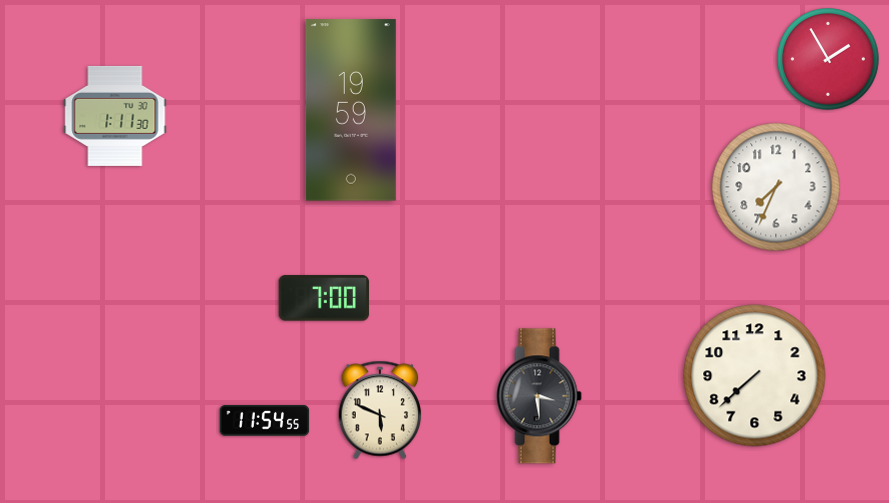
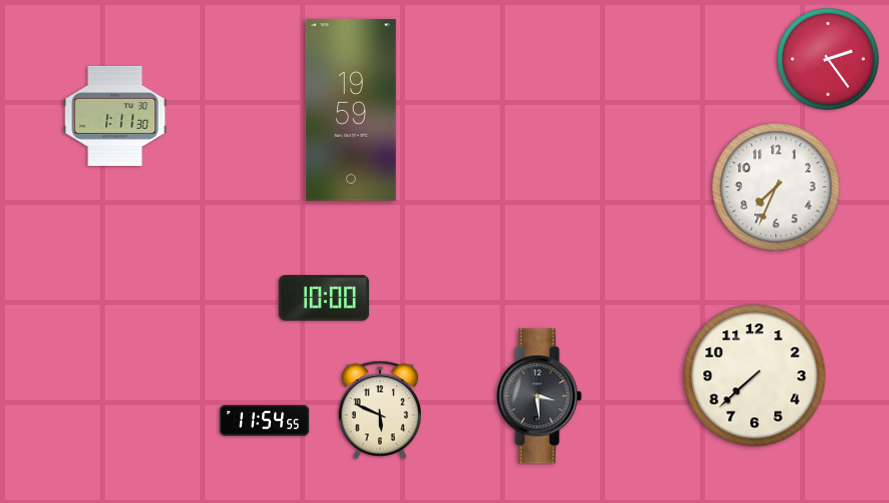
clock at (829, 60): 1:55 -> 2:24
clock at (324, 298): 7:00 -> 10:00
